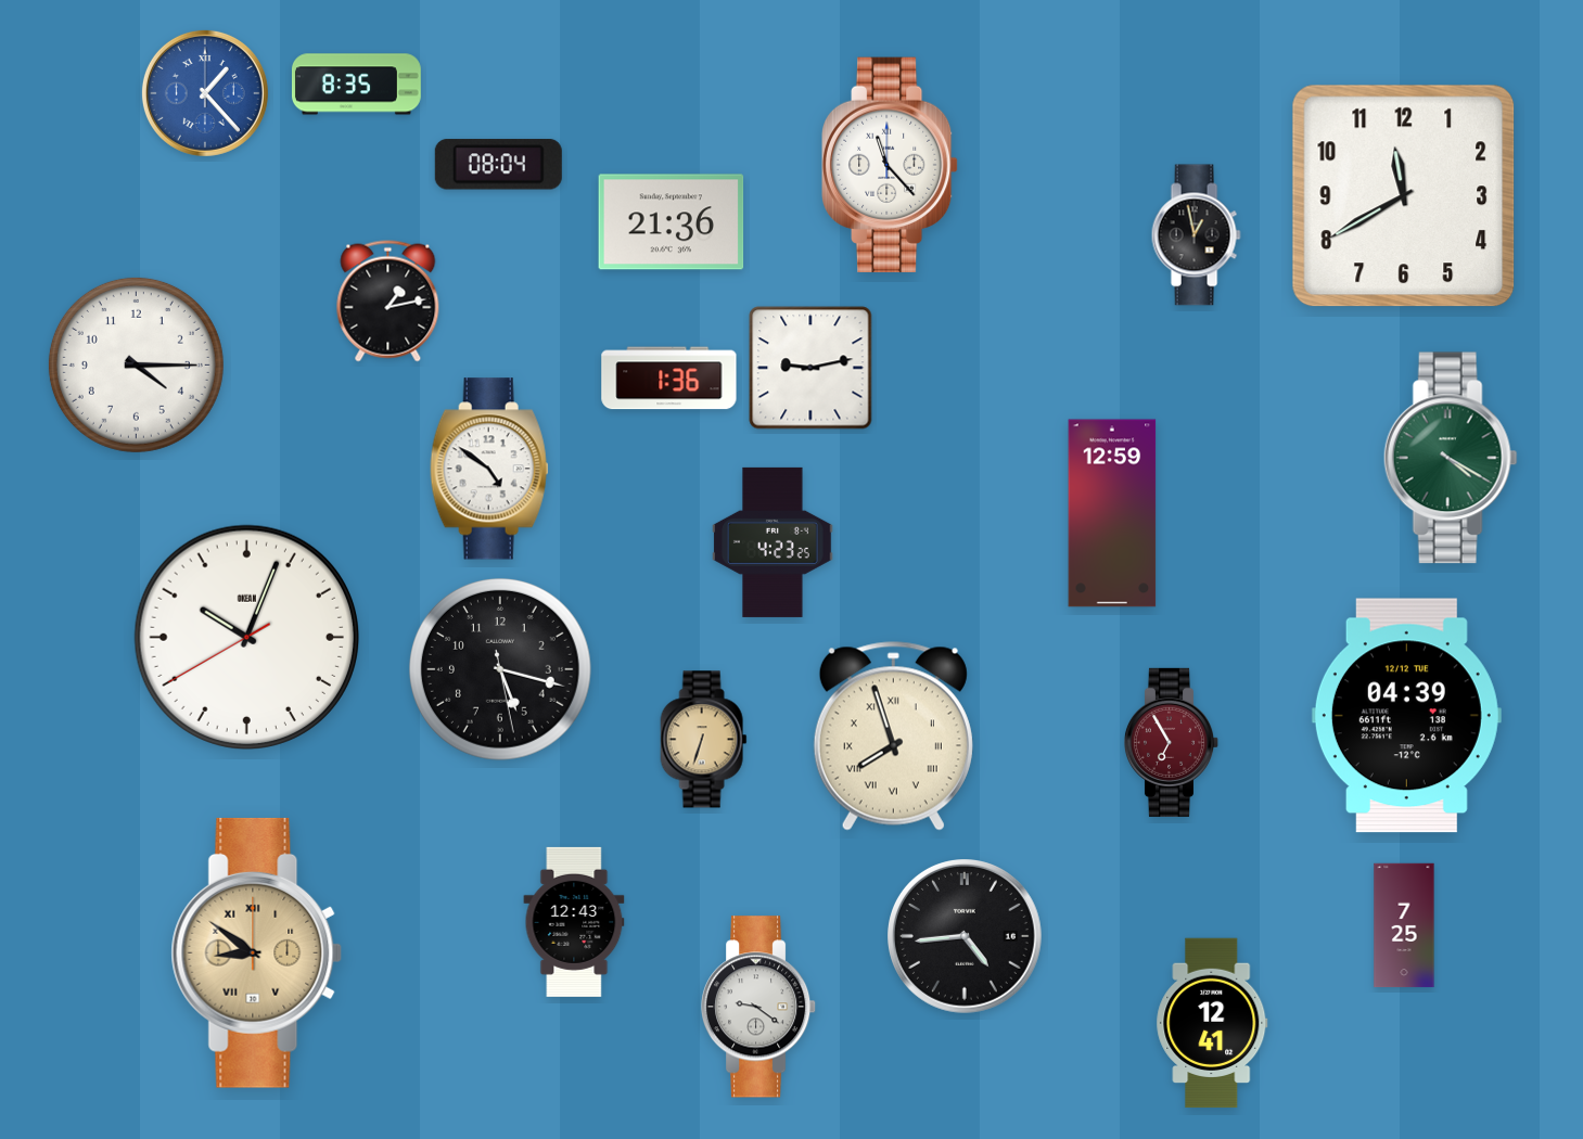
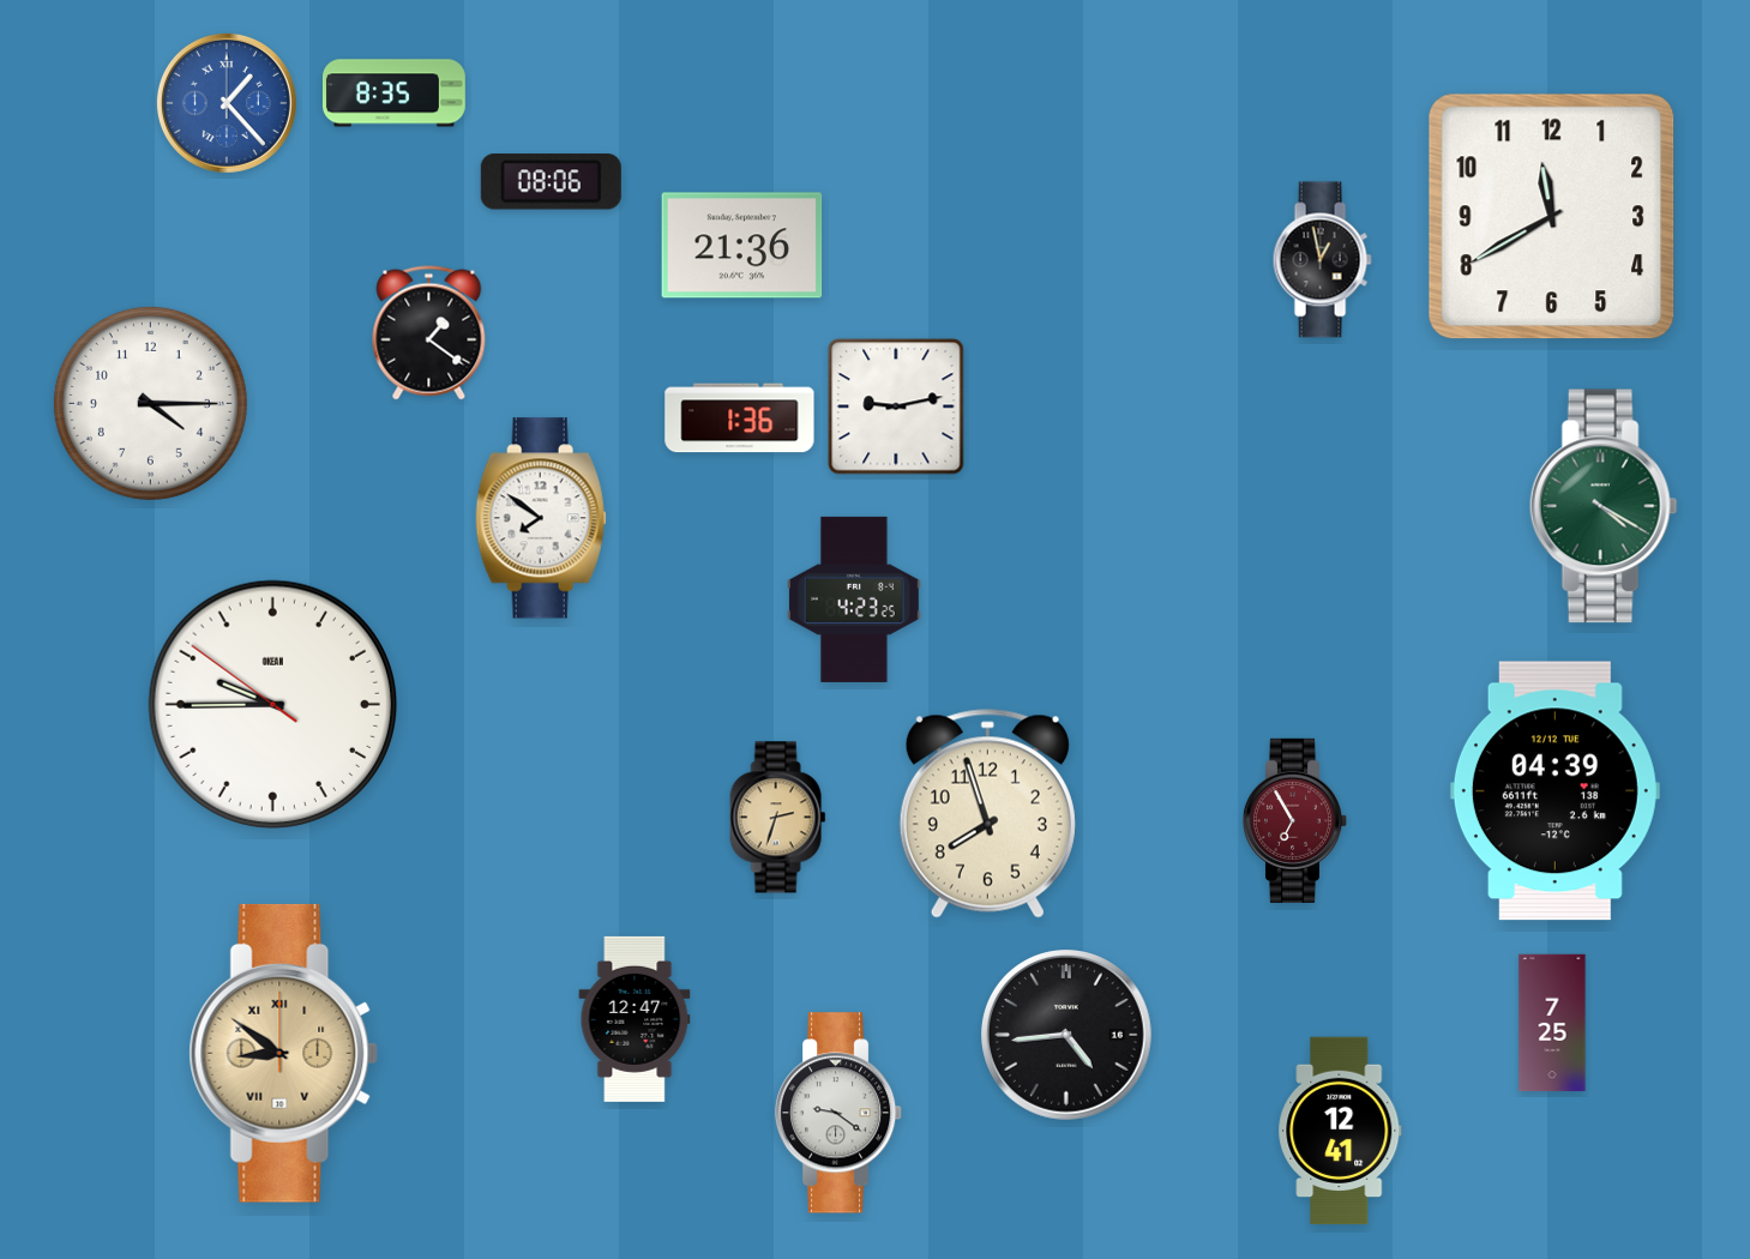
clock at (890, 164): 11:23 -> none
clock at (498, 165): 08:04 -> 08:06
clock at (388, 302): 1:13 -> 1:21
clock at (489, 469): 4:51 -> 7:51
clock at (1112, 513): 12:59 -> none
clock at (246, 637): 10:03 -> 9:44
clock at (500, 669): 5:17 -> none
clock at (893, 737) numerals: Roman -> Arabic
clock at (704, 740): 6:33 -> 2:33
clock at (574, 922): 12:43 -> 12:47
